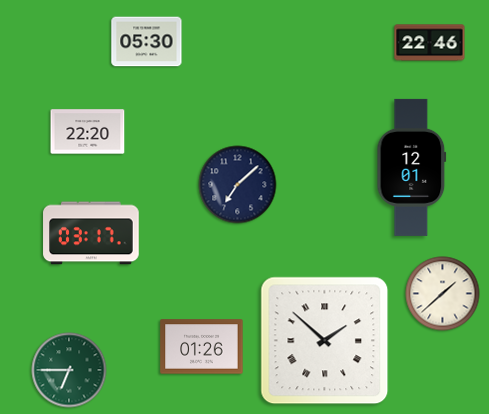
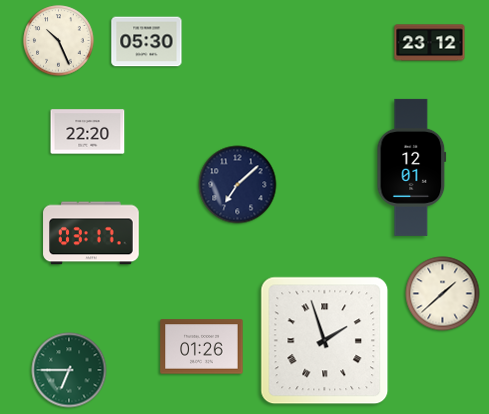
clock at (59, 41): none -> 10:26
clock at (430, 43): 22:46 -> 23:12
clock at (325, 341): 1:52 -> 1:57
